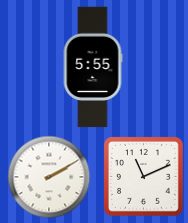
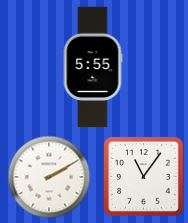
clock at (144, 177): 11:11 -> 11:06
